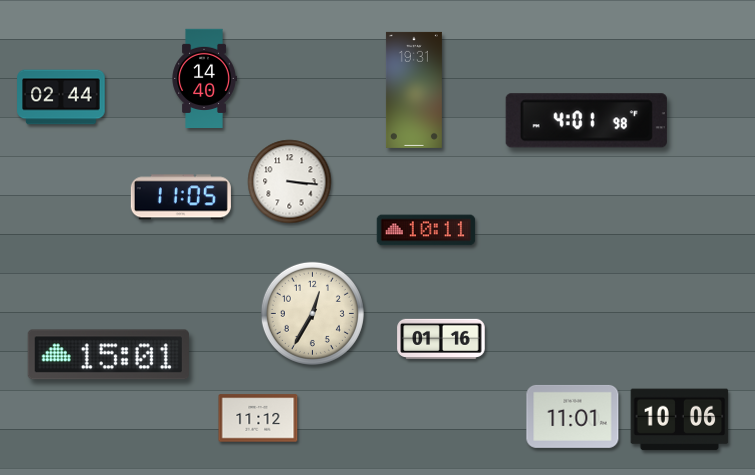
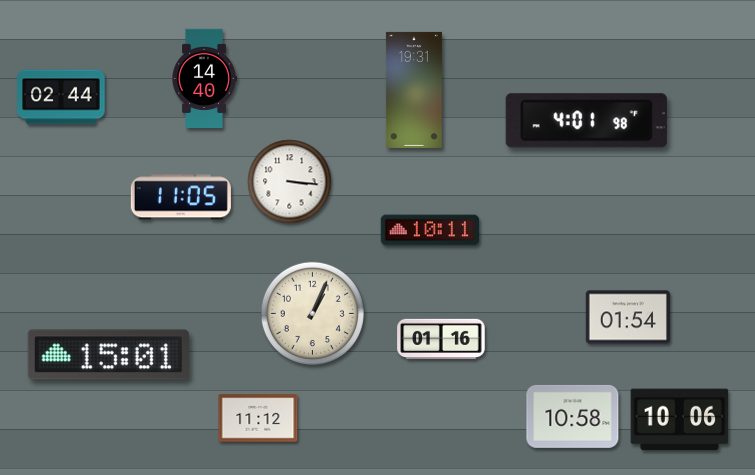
clock at (426, 230) position: (426, 230) -> (430, 230)
clock at (312, 313): 12:35 -> 1:04
clock at (628, 317): none -> 01:54
clock at (573, 416): 11:01 -> 10:58
